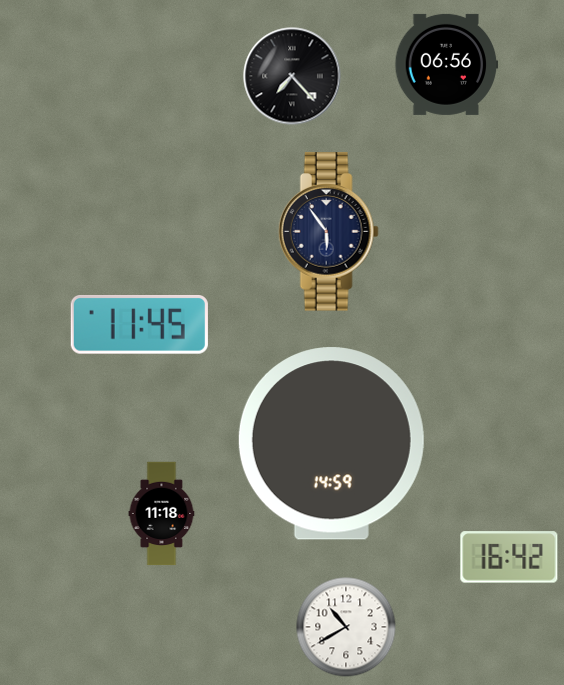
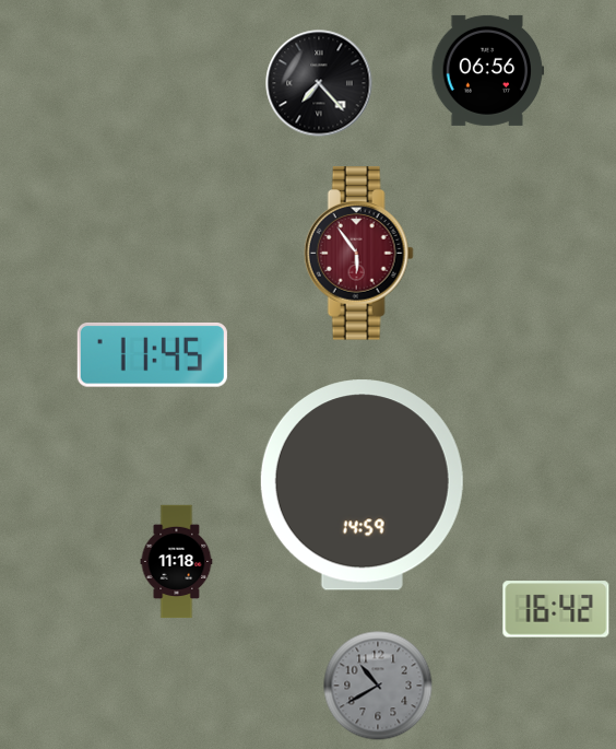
clock at (328, 232) dial: navy -> burgundy
clock at (346, 627) dial: white -> grey
